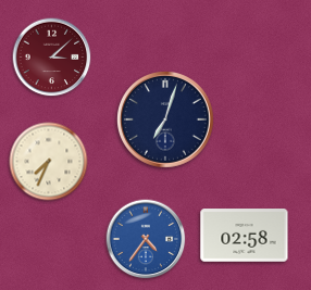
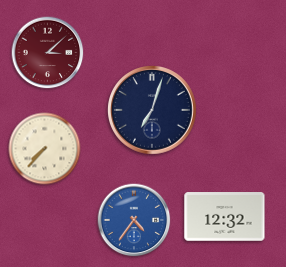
clock at (49, 162): 7:34 -> 7:37
clock at (245, 236): 02:58 -> 12:32
